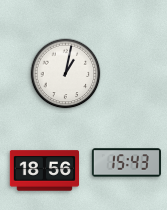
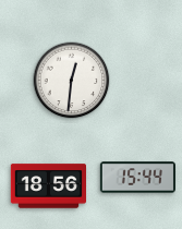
clock at (66, 74): 1:02 -> 12:31
clock at (126, 163): 15:43 -> 15:44
